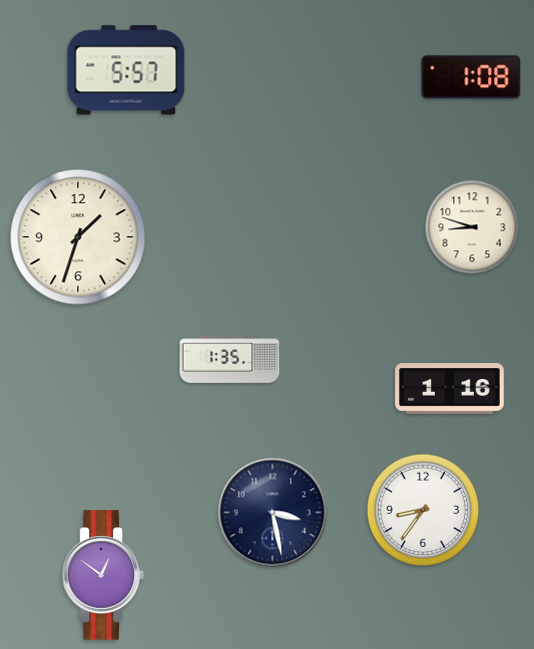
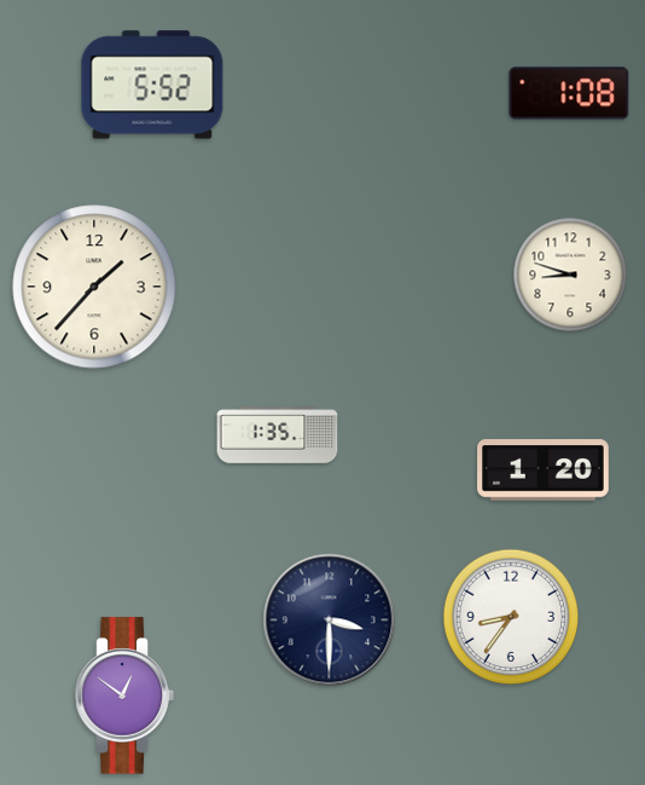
clock at (126, 70): 5:57 -> 5:52
clock at (78, 237): 1:33 -> 1:37
clock at (450, 389): 1:16 -> 1:20
clock at (273, 513): 3:28 -> 3:30
